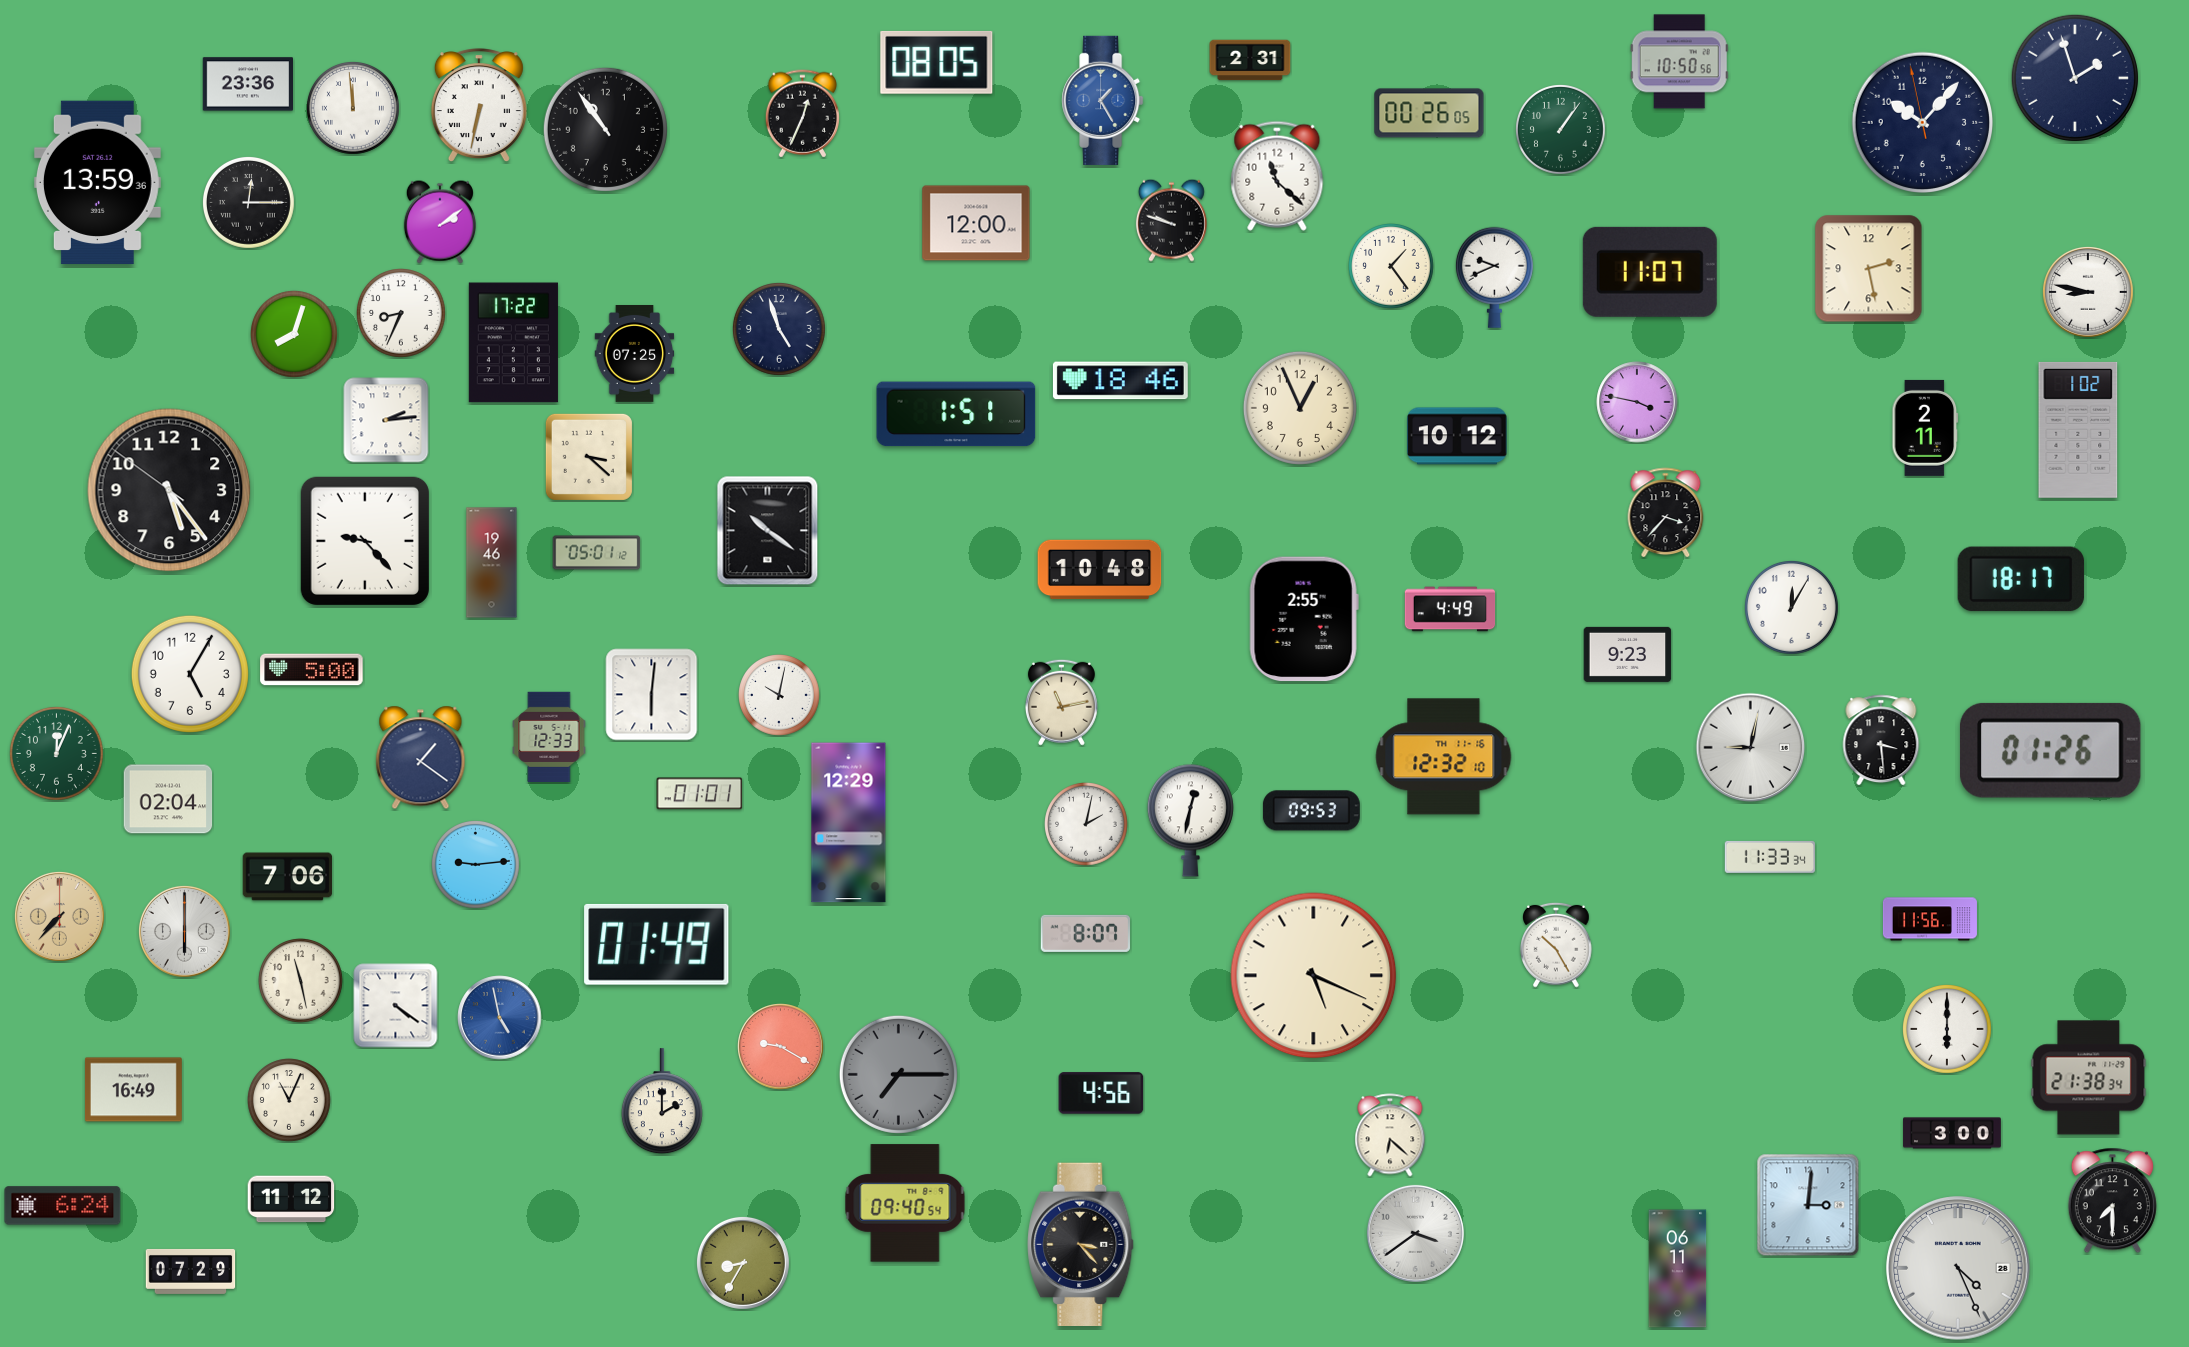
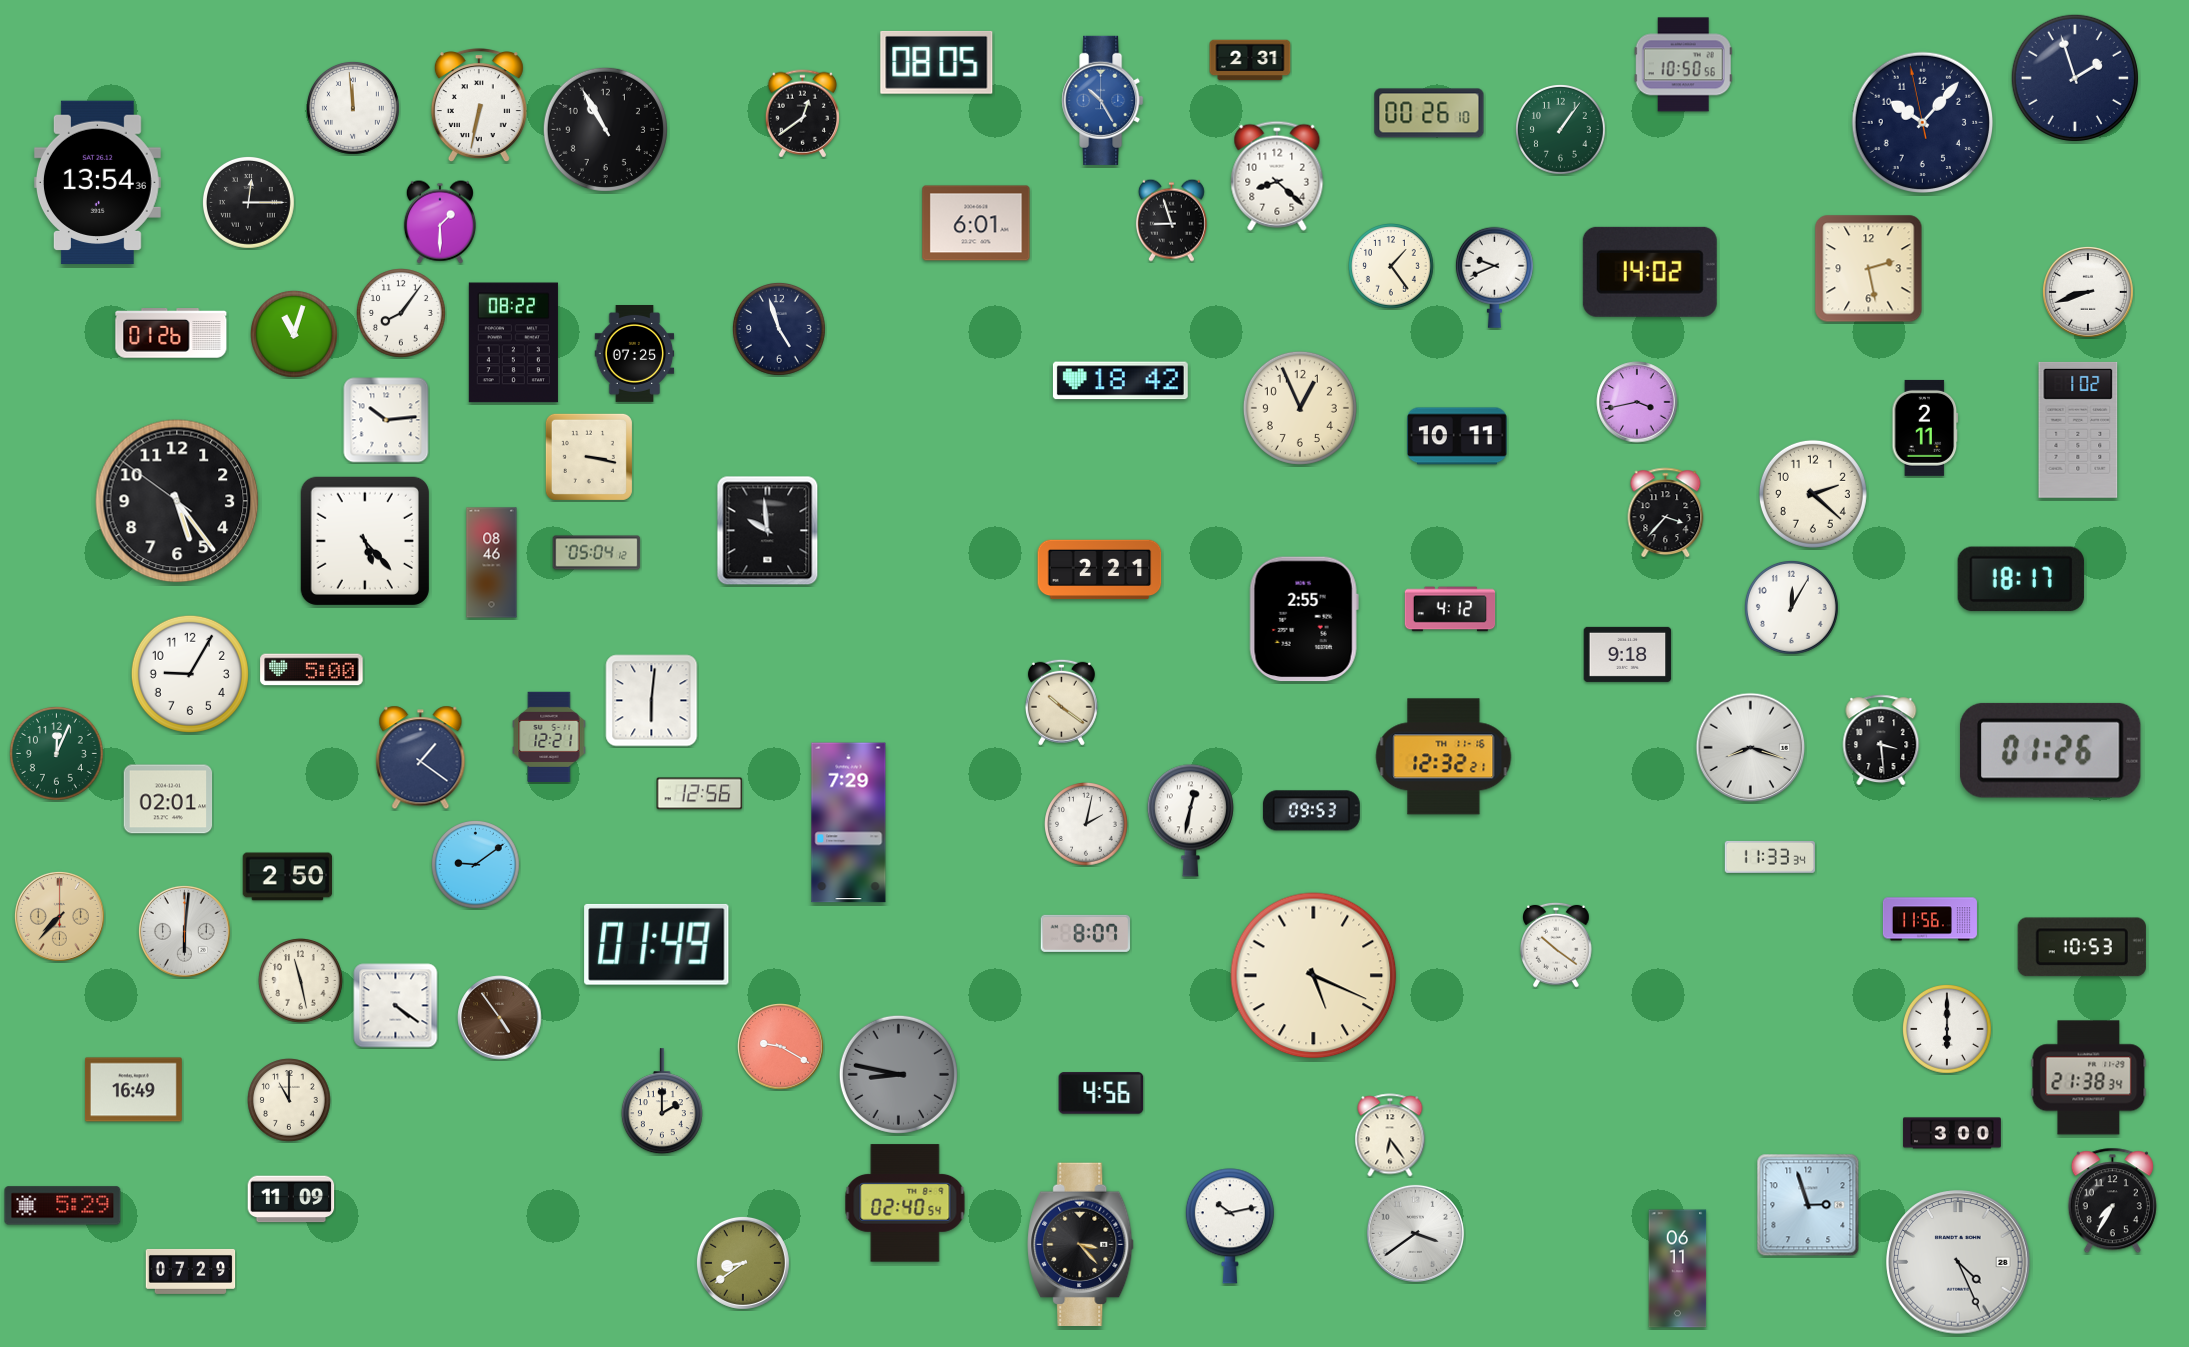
clock at (1679, 62) position: (1679, 62) -> (1683, 65)
clock at (247, 84): 23:36 -> none
clock at (1103, 100): 1:25 -> 10:25
clock at (1429, 113): 00:26:05 -> 00:26:10
clock at (802, 114): 12:34 -> 12:39
clock at (605, 129): 10:54 -> 10:55
clock at (1277, 176): 11:22 -> 8:22
clock at (97, 183): 13:59 -> 13:54
clock at (1171, 220): 9:48 -> 8:57
clock at (440, 222): 2:09 -> 1:30
clock at (976, 223): 12:00 -> 6:01
clock at (1650, 272): 11:07 -> 14:02
clock at (2088, 292): 8:47 -> 8:42
clock at (402, 314): 8:34 -> 8:06
clock at (171, 333): none -> 01:26
clock at (295, 335): 8:03 -> 11:03
clock at (513, 343): 17:22 -> 08:22
clock at (1120, 381): 18:46 -> 18:42
clock at (1637, 402): 3:47 -> 3:43
clock at (956, 414): 1:51 -> none
clock at (386, 420): 2:14 -> 10:14
clock at (1457, 436): 10:12 -> 10:11
clock at (589, 457): 3:22 -> 3:17
clock at (169, 490) position: (169, 490) -> (177, 501)
clock at (1813, 494): none -> 2:22
clock at (768, 531): 10:21 -> 9:59
clock at (365, 541): 9:23 -> 5:23
clock at (597, 553): 05:01 -> 05:04
clock at (492, 563): 19:46 -> 08:46
clock at (1100, 570): 10:48 -> 2:21
clock at (1450, 609): 4:49 -> 4:12
clock at (1628, 654): 9:23 -> 9:18
clock at (190, 674): 5:05 -> 9:05
clock at (652, 695) position: (652, 695) -> (652, 701)
clock at (779, 695): 10:02 -> none
clock at (1061, 702): 11:13 -> 10:21
clock at (549, 737): 12:33 -> 12:21
clock at (1751, 748): 9:02 -> 8:18
clock at (1444, 757): 12:32:10 -> 12:32:21
clock at (700, 794): 01:01 -> 12:56
clock at (168, 799): 02:04 -> 02:01
clock at (849, 823): 12:29 -> 7:29
clock at (476, 865): 9:14 -> 9:09
clock at (288, 877): 7:06 -> 2:50
clock at (184, 931): 6:00 -> 6:01
clock at (1557, 945): 10:25 -> 10:21
clock at (2082, 947): none -> 10:53
clock at (500, 1018): 4:58 -> 4:54
clock at (500, 1018) dial: blue -> brown
clock at (898, 1074): 7:15 -> 8:47
clock at (289, 1100): 11:04 -> 11:00
clock at (1390, 1135): 6:22 -> 6:24
clock at (291, 1199): 11:12 -> 11:09
clock at (2112, 1201): 7:30 -> 7:35
clock at (905, 1203): 09:40 -> 02:40
clock at (1808, 1205): 3:01 -> 2:57
clock at (63, 1206): 6:24 -> 5:29
clock at (1230, 1226): none -> 10:13
clock at (743, 1263): 8:35 -> 8:39
clock at (1958, 1268) position: (1958, 1268) -> (1958, 1262)
